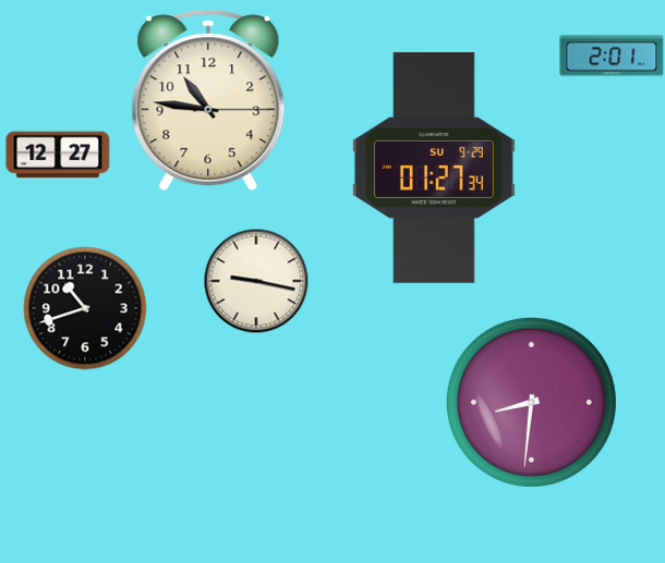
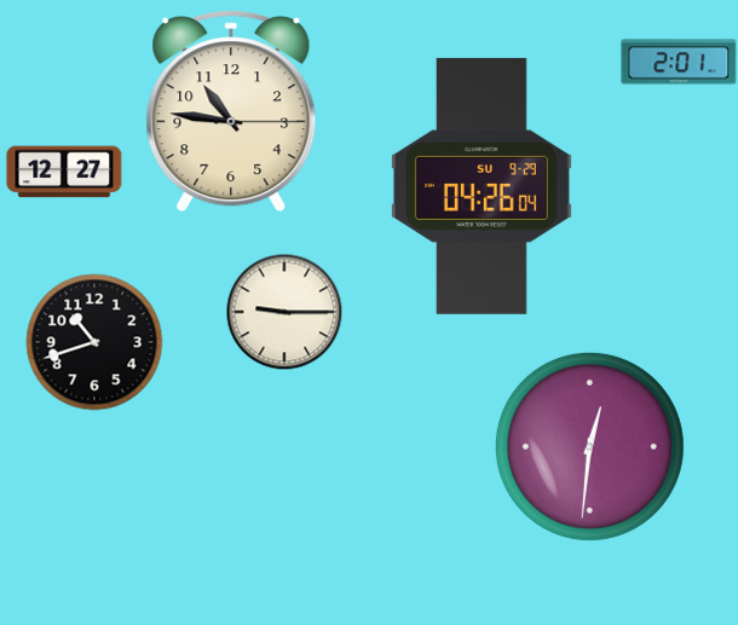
clock at (434, 168): 01:27 -> 04:26
clock at (256, 281): 9:17 -> 9:15
clock at (531, 402): 8:31 -> 12:31
